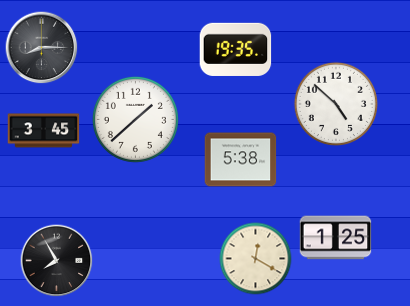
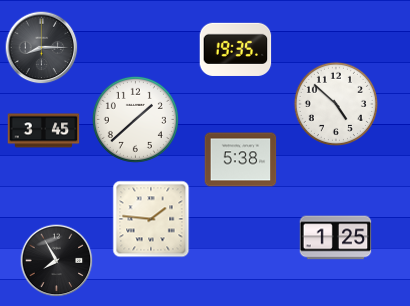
clock at (151, 219): none -> 1:46
clock at (256, 259): 12:20 -> none
